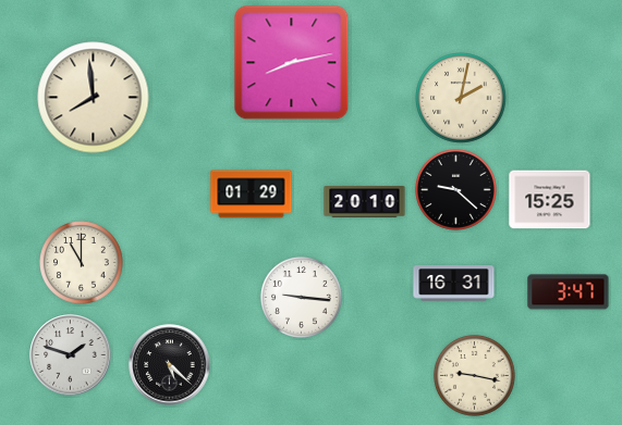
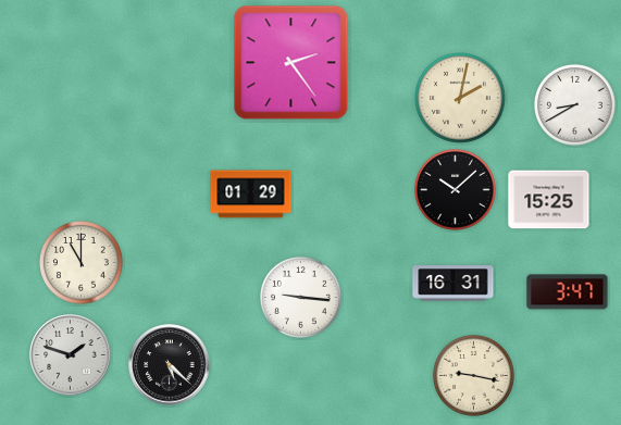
clock at (292, 63): 8:13 -> 2:24
clock at (94, 98): 7:59 -> none
clock at (574, 105): none -> 8:40
clock at (455, 190): 9:22 -> 10:08
clock at (365, 202): 20:10 -> none
